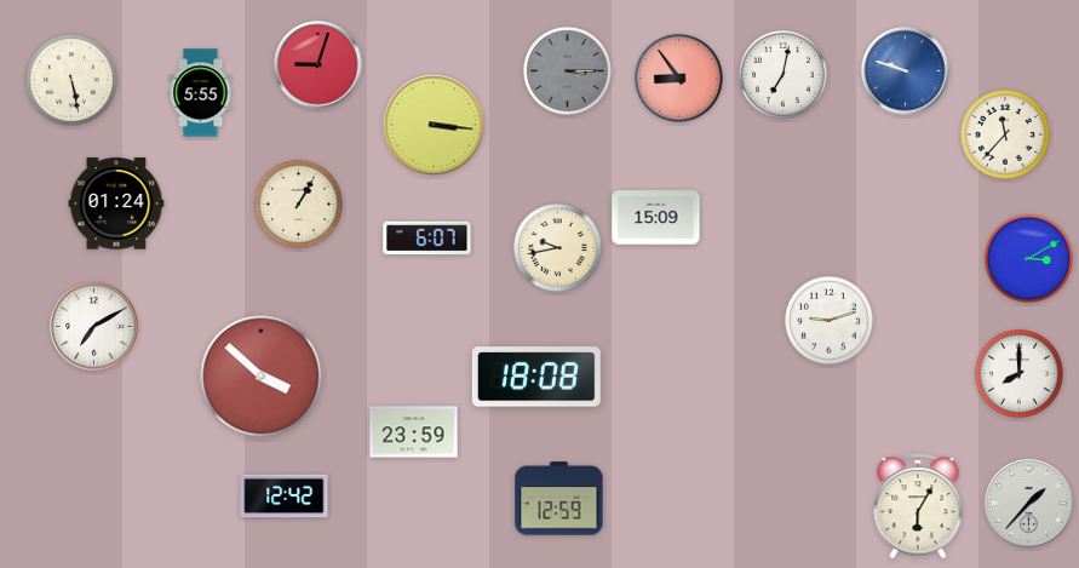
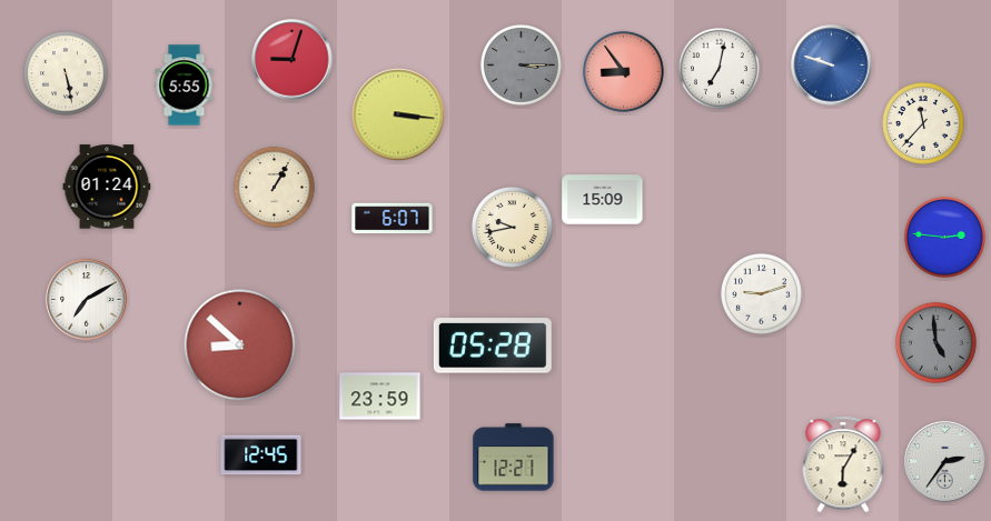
clock at (1028, 258): 3:10 -> 2:46
clock at (1018, 373): 8:00 -> 4:59
clock at (1018, 373) dial: white -> grey
clock at (262, 377): 3:52 -> 8:52
clock at (536, 377): 18:08 -> 05:28
clock at (285, 497): 12:42 -> 12:45
clock at (559, 499): 12:59 -> 12:21
clock at (1029, 504): 1:37 -> 2:36
